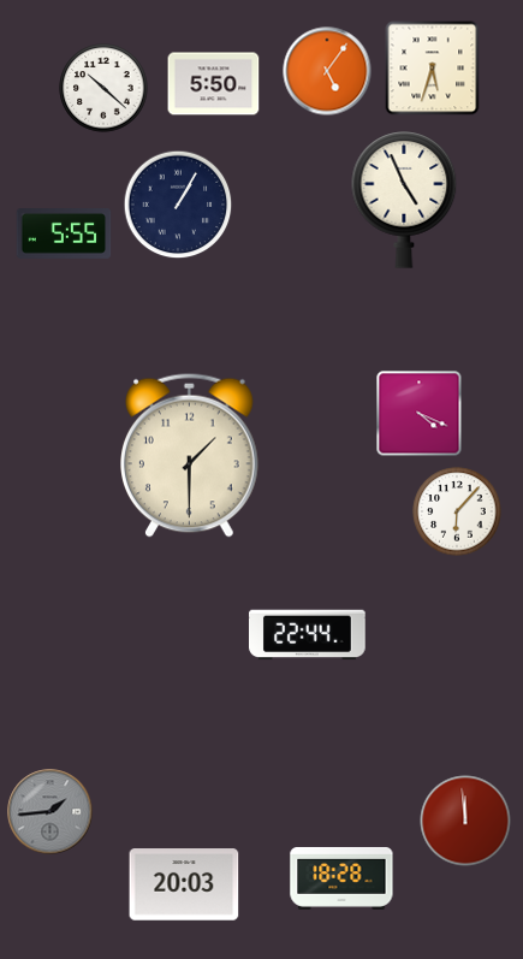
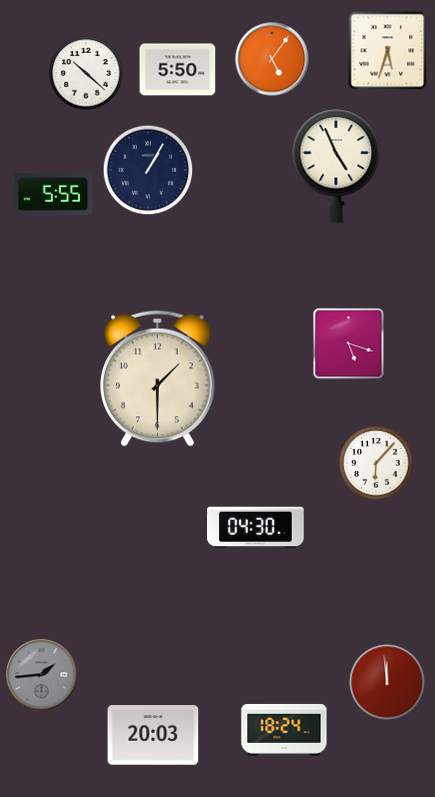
clock at (433, 69) position: (433, 69) -> (388, 51)
clock at (420, 414): 4:19 -> 5:18
clock at (457, 511) position: (457, 511) -> (376, 463)
clock at (308, 635): 22:44 -> 04:30
clock at (341, 878): 18:28 -> 18:24
